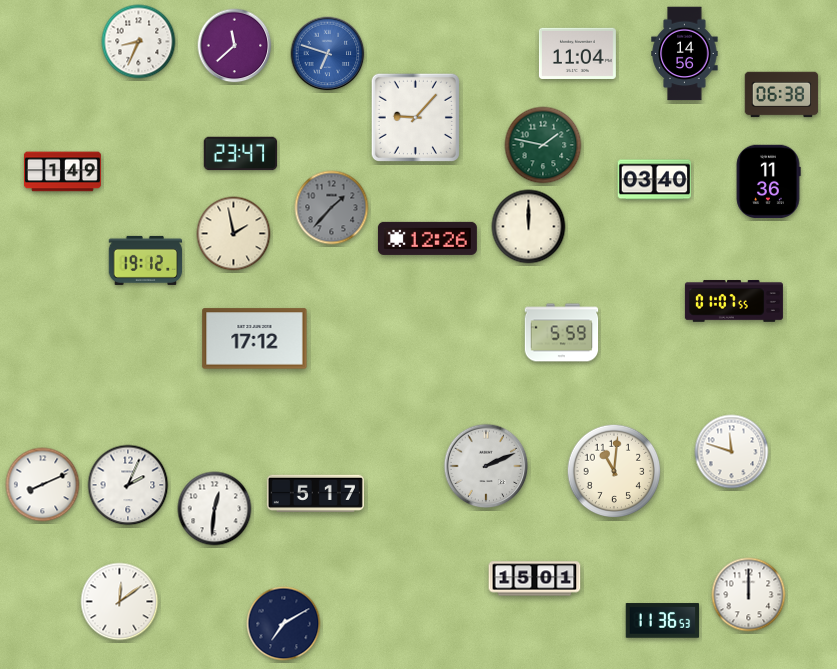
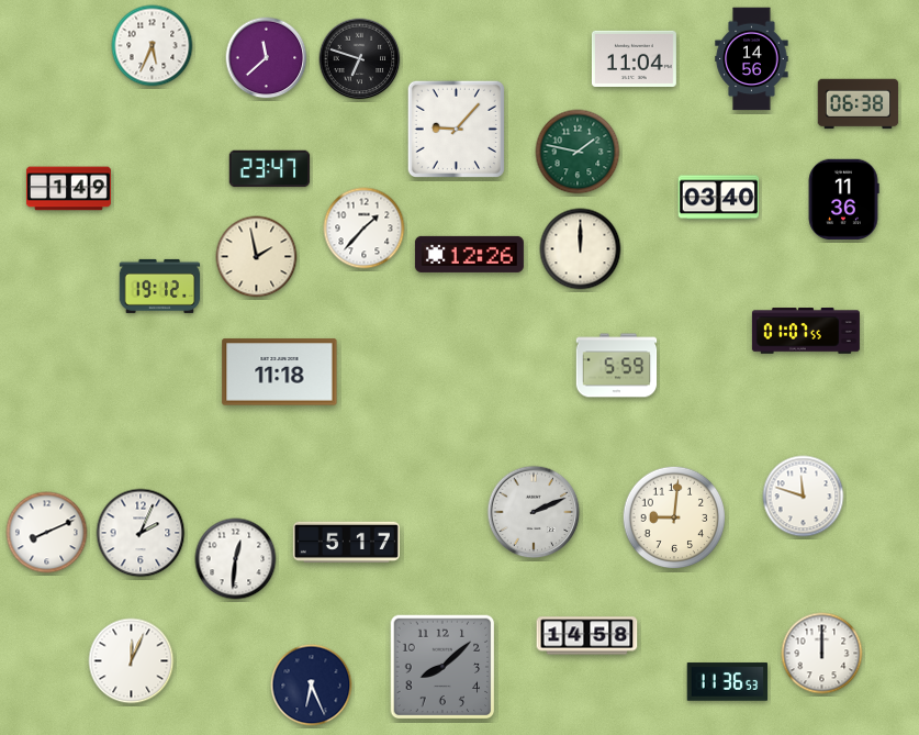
clock at (139, 42): 8:34 -> 5:34
clock at (235, 46) position: (235, 46) -> (267, 58)
clock at (328, 54) dial: blue -> black
clock at (543, 145) position: (543, 145) -> (578, 152)
clock at (241, 154) position: (241, 154) -> (270, 169)
clock at (332, 208) dial: grey -> white
clock at (427, 238) position: (427, 238) -> (469, 254)
clock at (255, 339): 17:12 -> 11:18
clock at (614, 471): 11:01 -> 9:01
clock at (535, 579): 15:01 -> 14:58
clock at (120, 602): 12:09 -> 12:04
clock at (442, 667): none -> 8:08
clock at (284, 624): 7:10 -> 6:26
